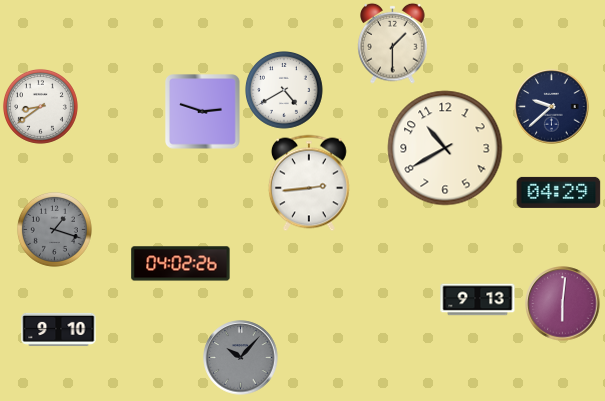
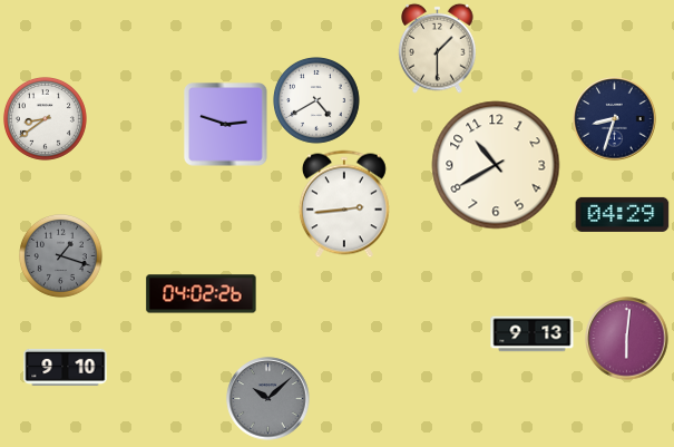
clock at (552, 107): 9:38 -> 8:33
clock at (241, 358): 10:07 -> 10:08
